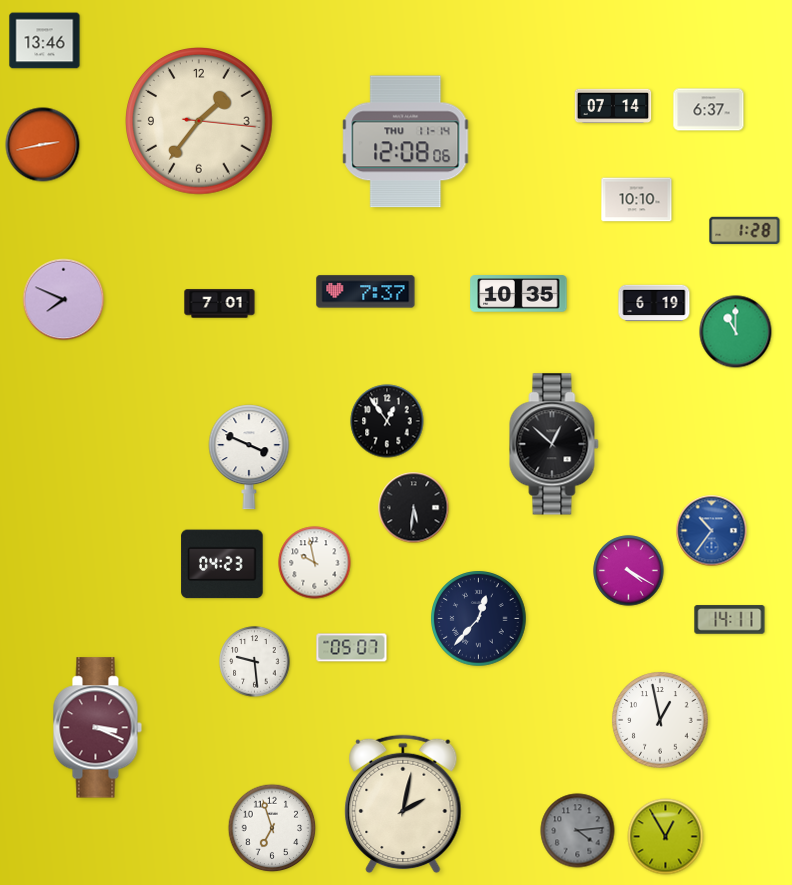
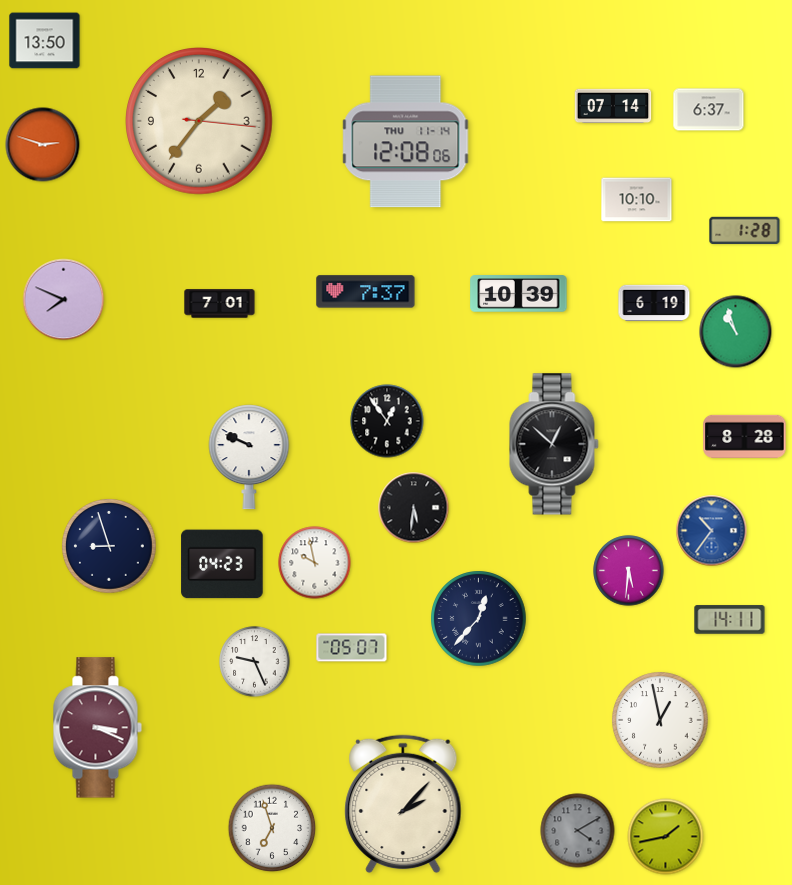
clock at (45, 41): 13:46 -> 13:50
clock at (43, 145): 2:43 -> 2:48
clock at (519, 294): 10:35 -> 10:39
clock at (736, 332): 11:00 -> 10:57
clock at (745, 436): none -> 8:28
clock at (249, 457): 3:49 -> 9:49
clock at (109, 546): none -> 8:57
clock at (629, 571): 4:20 -> 5:31
clock at (255, 662): 9:29 -> 9:26
clock at (403, 804): 2:02 -> 2:07
clock at (578, 831): 4:14 -> 4:10
clock at (666, 837): 12:55 -> 1:43
